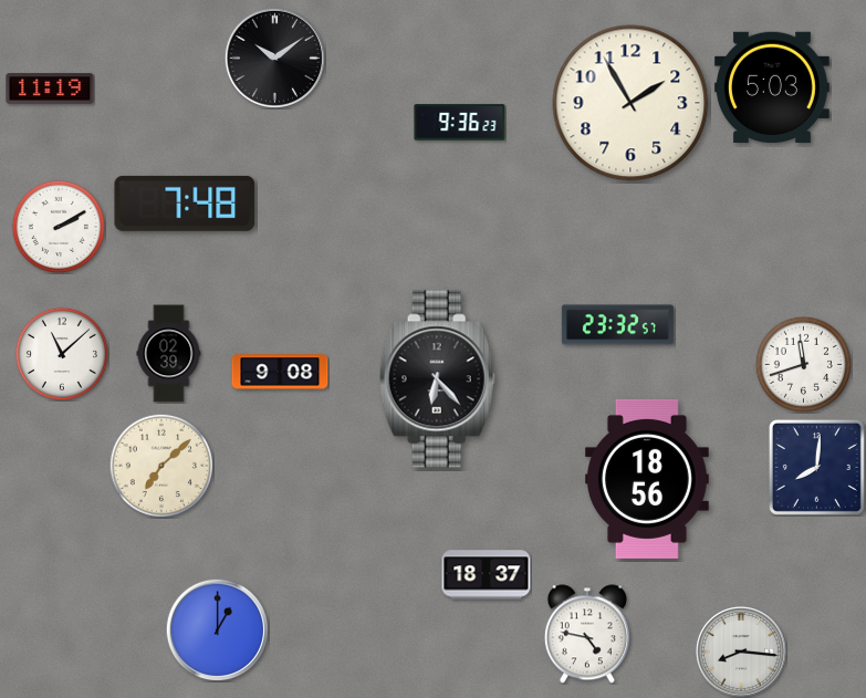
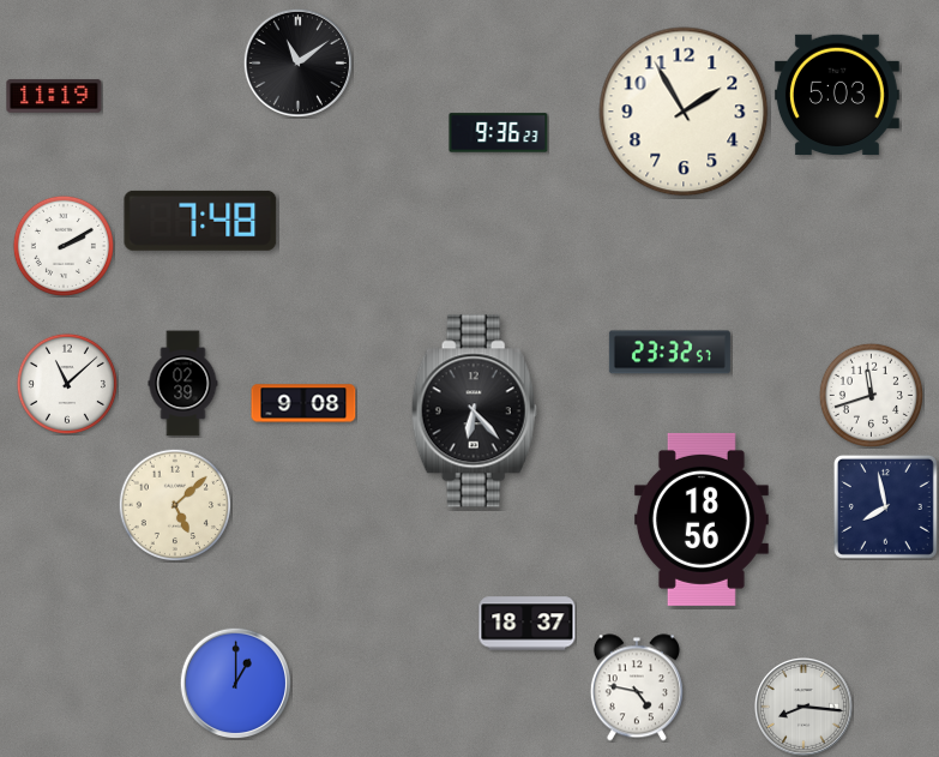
clock at (274, 58): 10:09 -> 11:09
clock at (160, 465): 7:08 -> 5:08
clock at (816, 467): 8:01 -> 7:58
